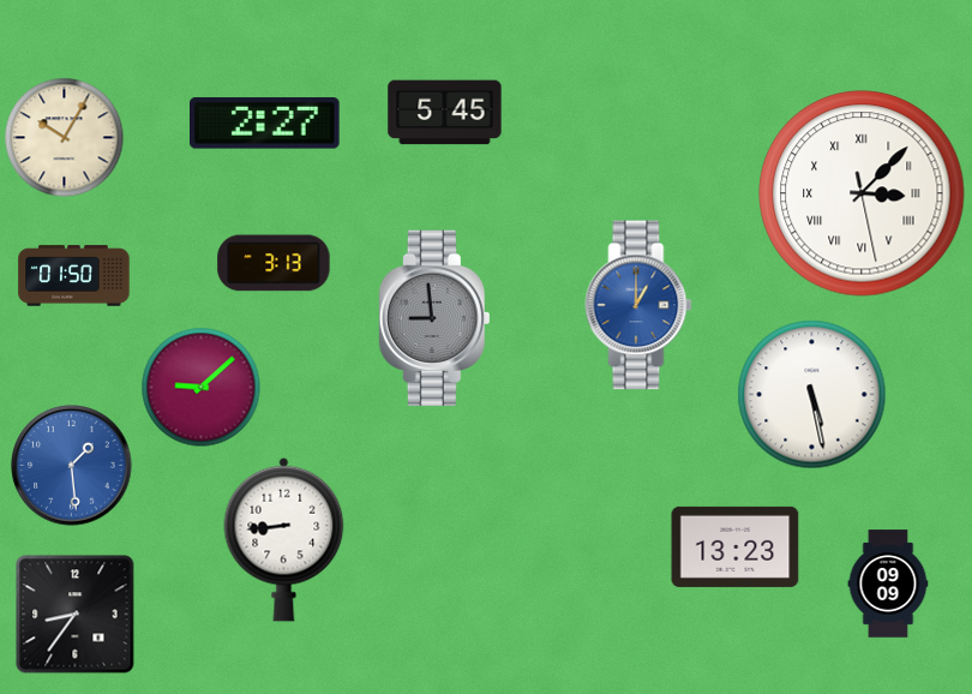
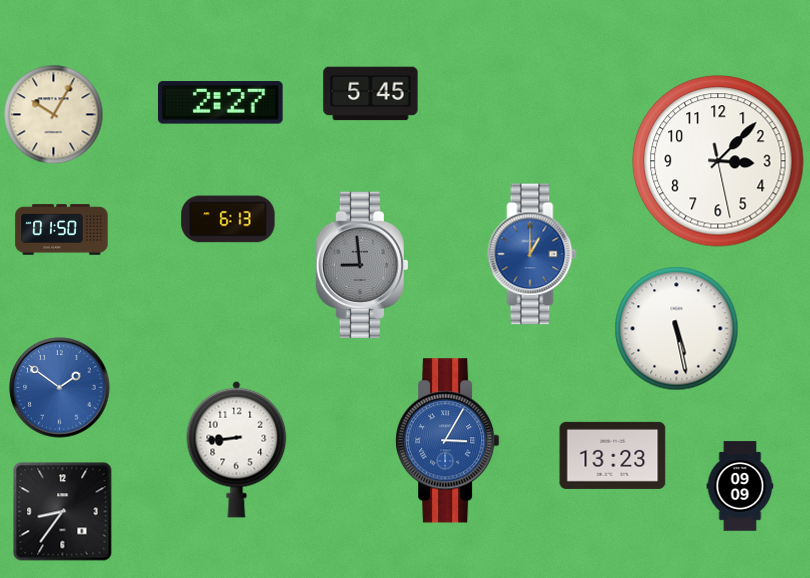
clock at (862, 193) numerals: Roman -> Arabic
clock at (274, 263): 3:13 -> 6:13
clock at (202, 388): 9:08 -> none
clock at (72, 466): 1:29 -> 1:51
clock at (448, 441): none -> 3:05
